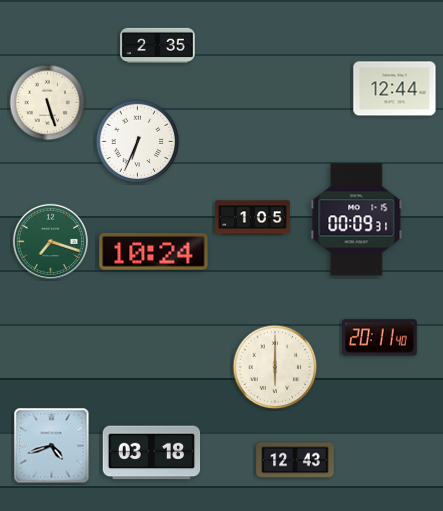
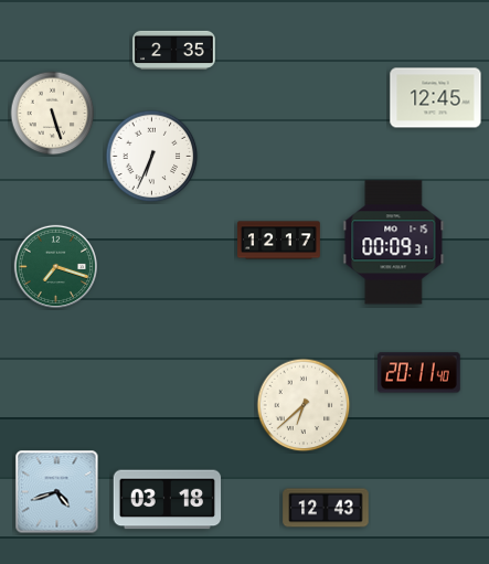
clock at (395, 89): 12:44 -> 12:45
clock at (253, 218): 1:05 -> 12:17
clock at (154, 252): 10:24 -> none
clock at (275, 367): 6:00 -> 6:38
